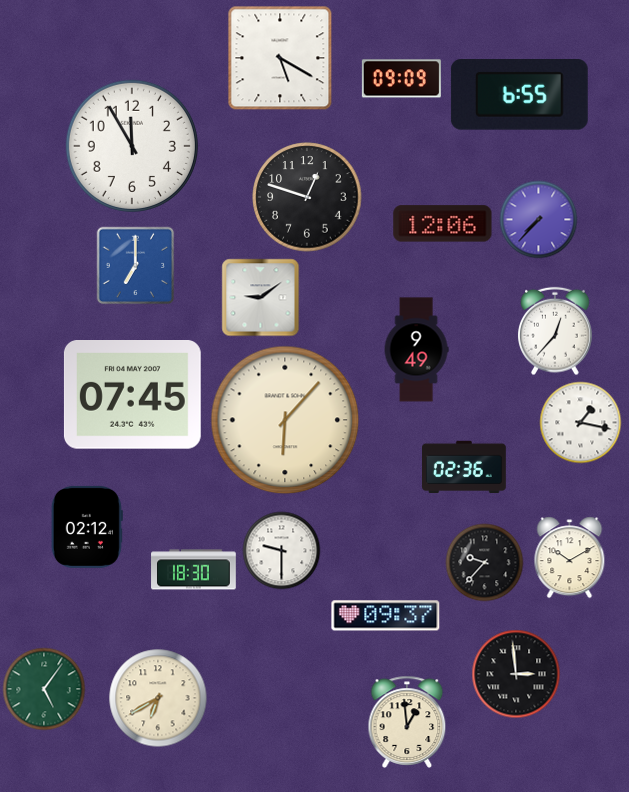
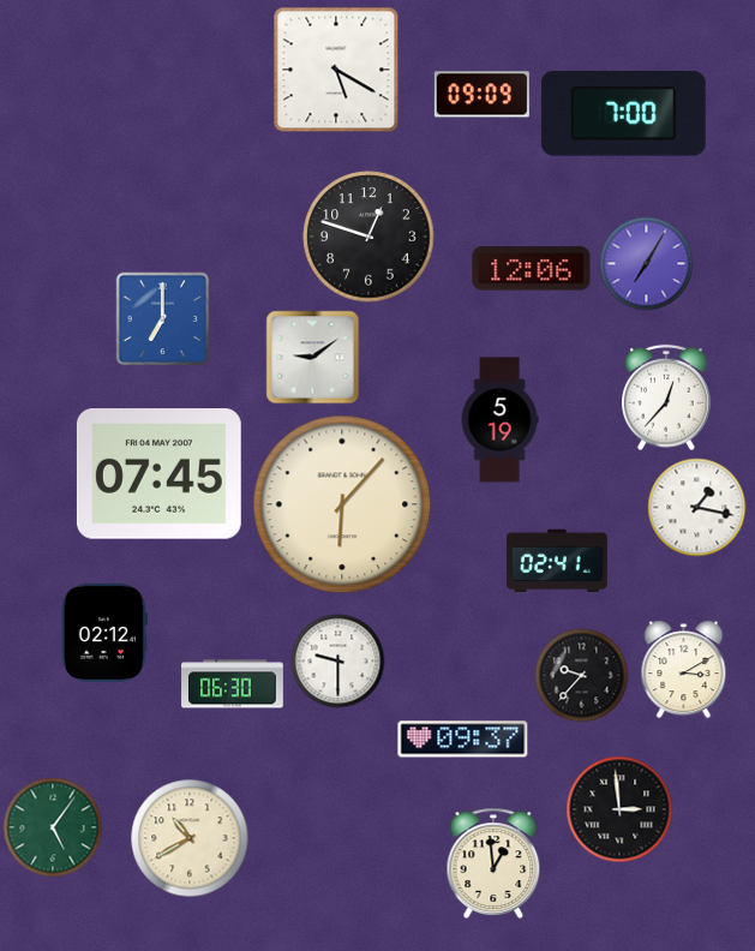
clock at (519, 95): 6:55 -> 7:00
clock at (132, 146): 11:55 -> none
clock at (538, 219): 7:37 -> 7:05
clock at (416, 350): 9:49 -> 5:19
clock at (465, 466): 02:36 -> 02:41
clock at (570, 557): 10:10 -> 3:10
clock at (194, 570): 18:30 -> 06:30
clock at (158, 698): 6:40 -> 10:40
clock at (407, 722) position: (407, 722) -> (493, 863)
